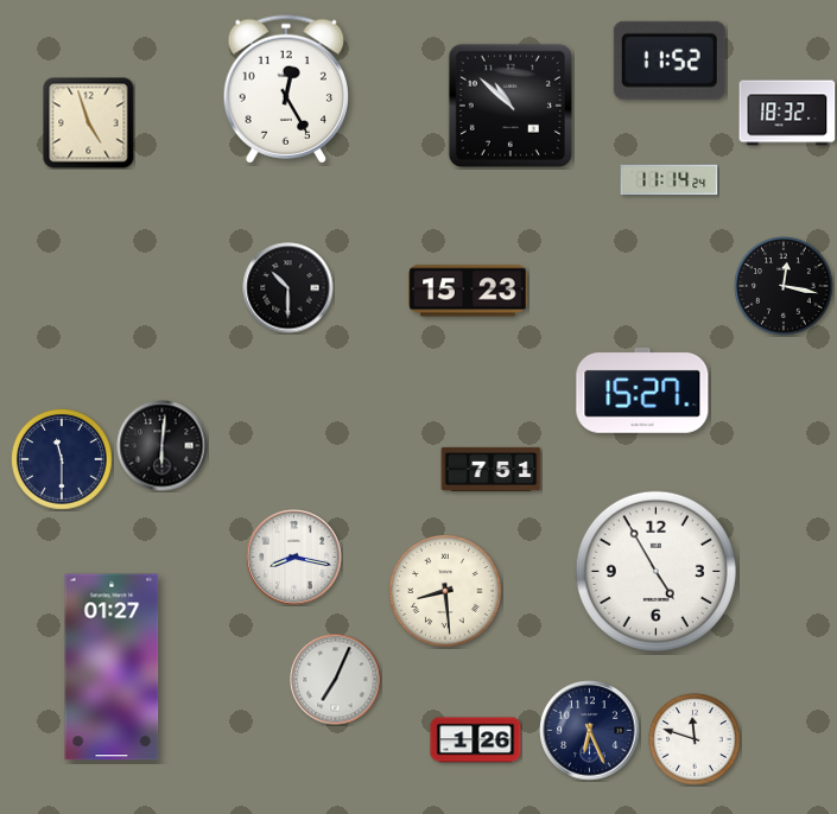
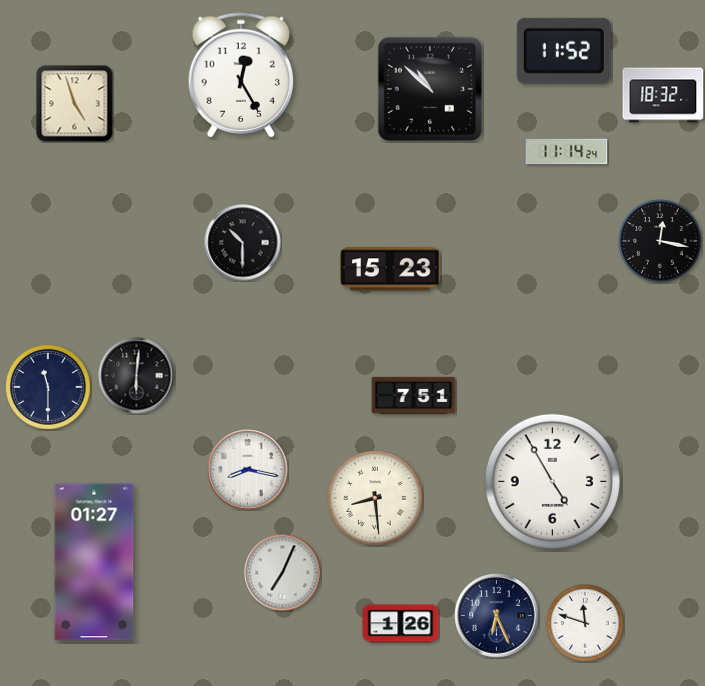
clock at (670, 180) position: (670, 180) -> (567, 152)
clock at (468, 291) position: (468, 291) -> (390, 269)
clock at (642, 390): 15:27 -> none
clock at (62, 459) position: (62, 459) -> (48, 387)
